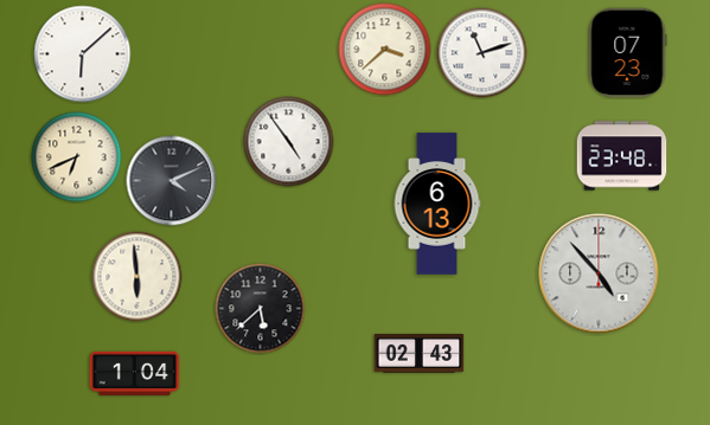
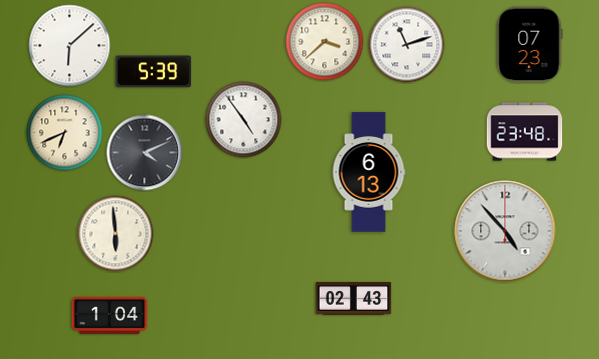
clock at (154, 72): none -> 5:39
clock at (261, 309): 5:38 -> none
clock at (135, 373) position: (135, 373) -> (110, 315)
